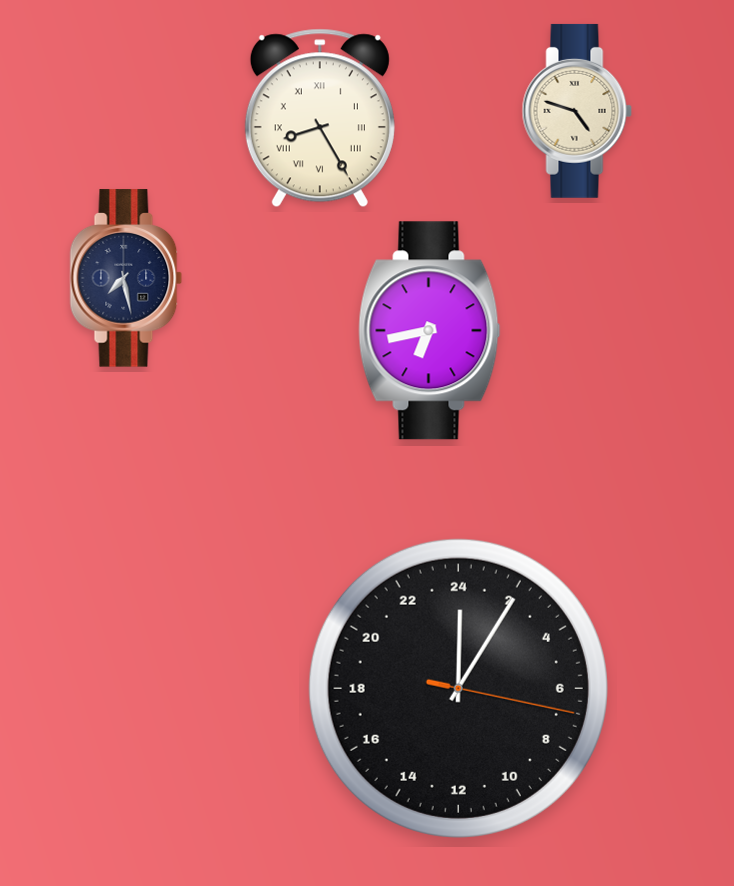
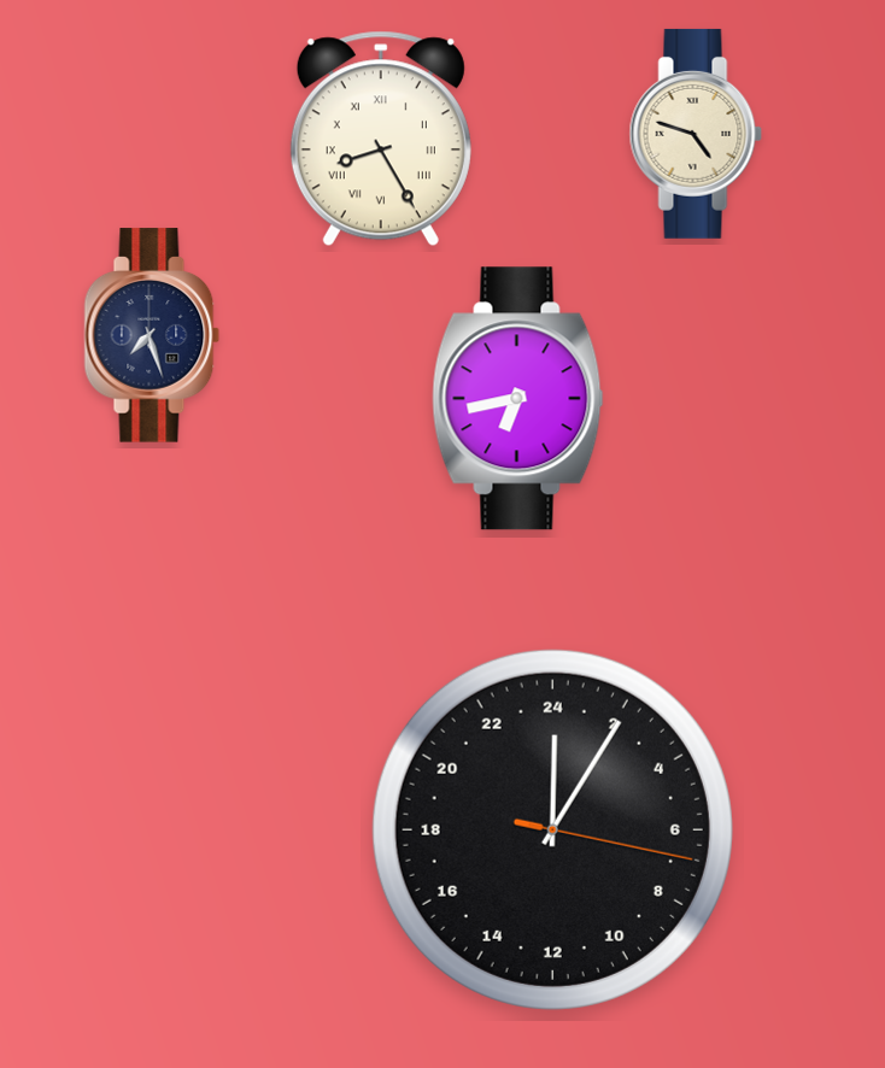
clock at (320, 118) position: (320, 118) -> (381, 139)
clock at (126, 278): 7:28 -> 7:27
